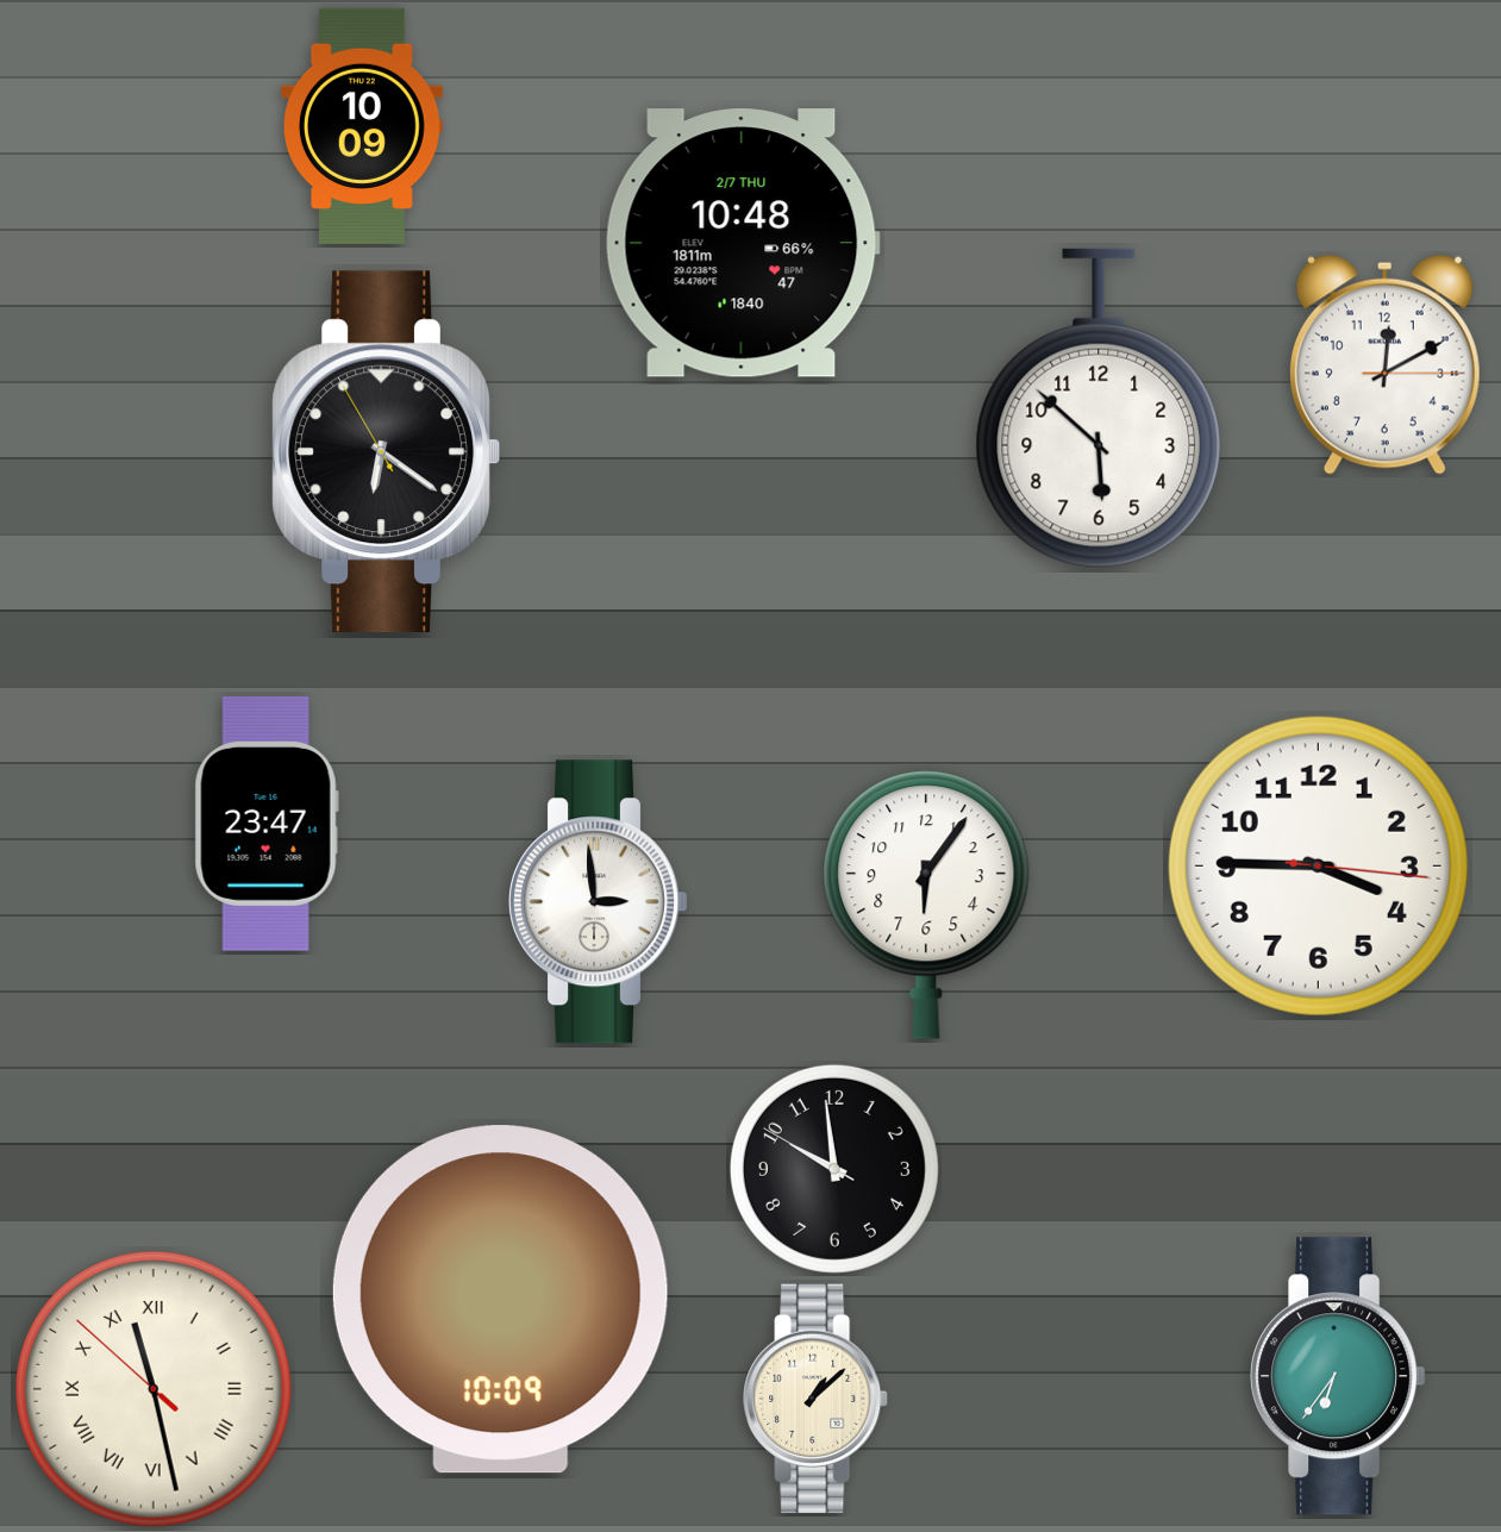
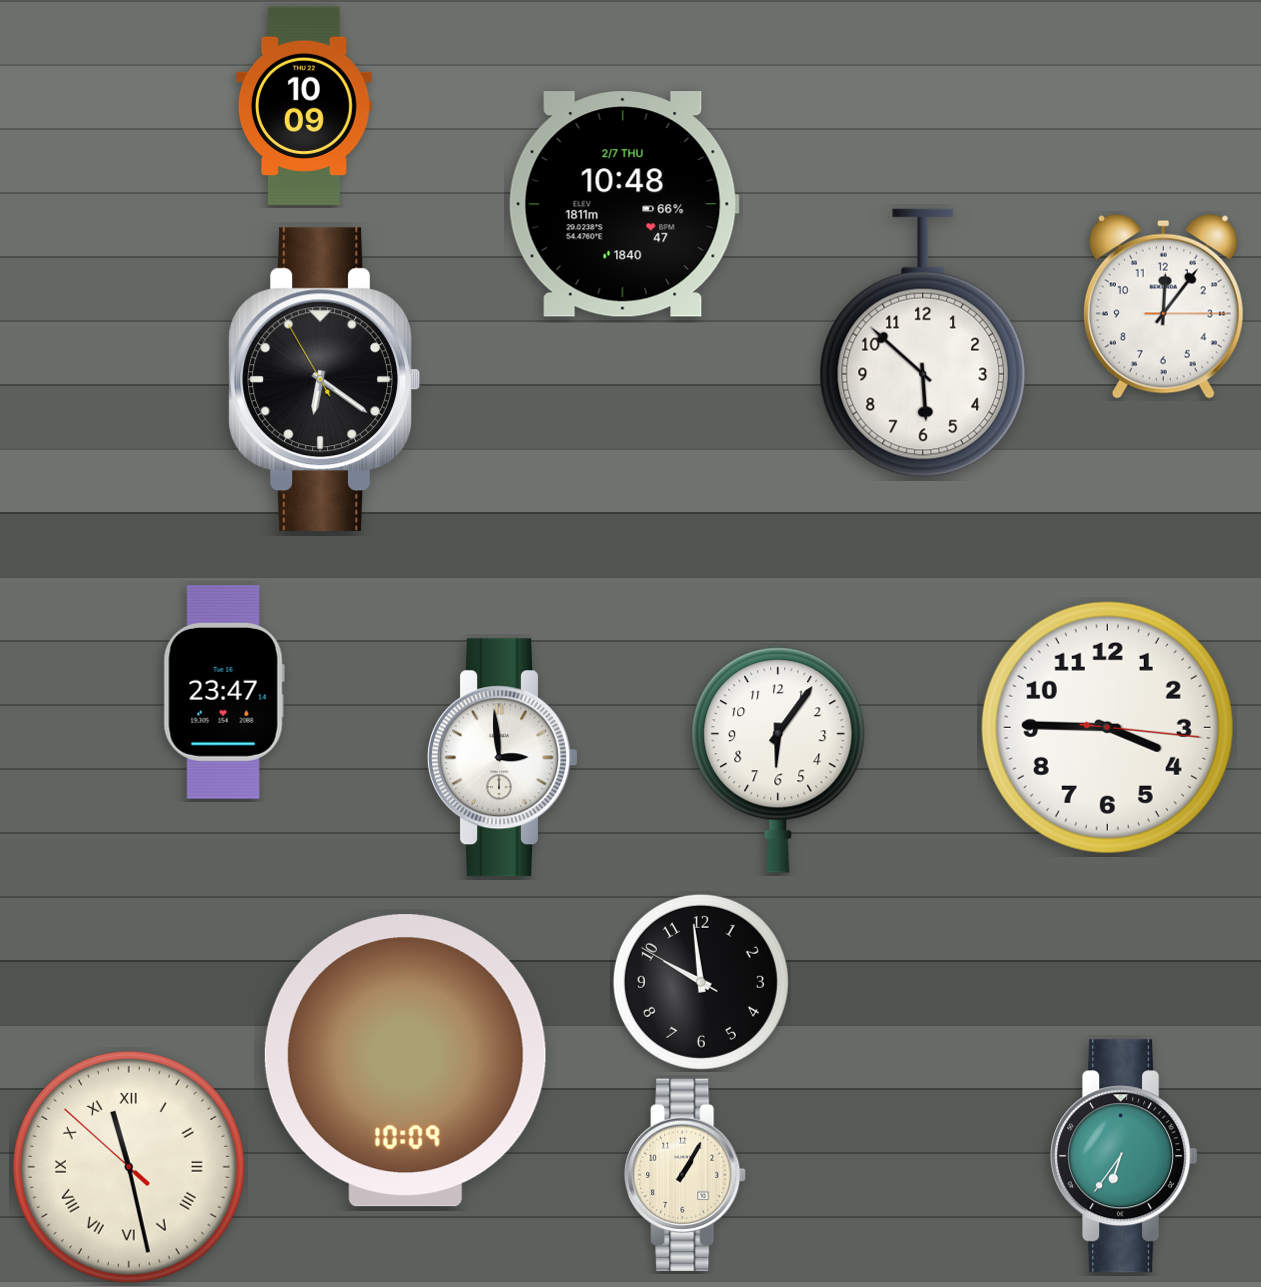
clock at (1384, 364): 12:10 -> 12:06
clock at (500, 1300) position: (500, 1300) -> (405, 1061)
clock at (815, 1399): 1:08 -> 1:05
